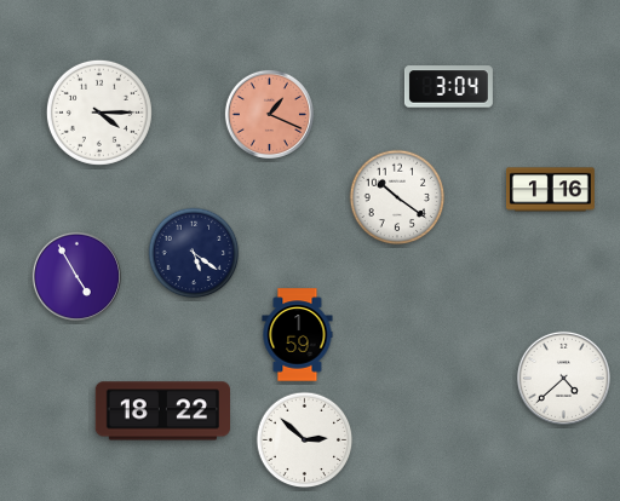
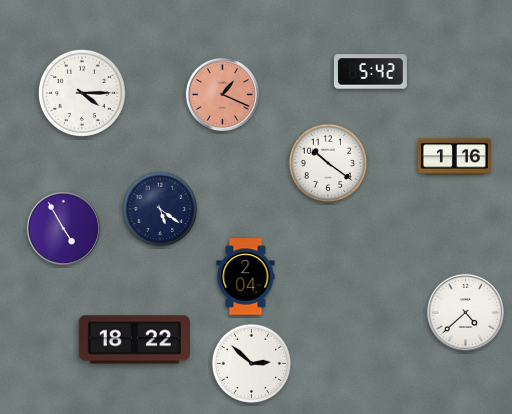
clock at (448, 87): 3:04 -> 5:42
clock at (298, 335): 1:59 -> 2:04
